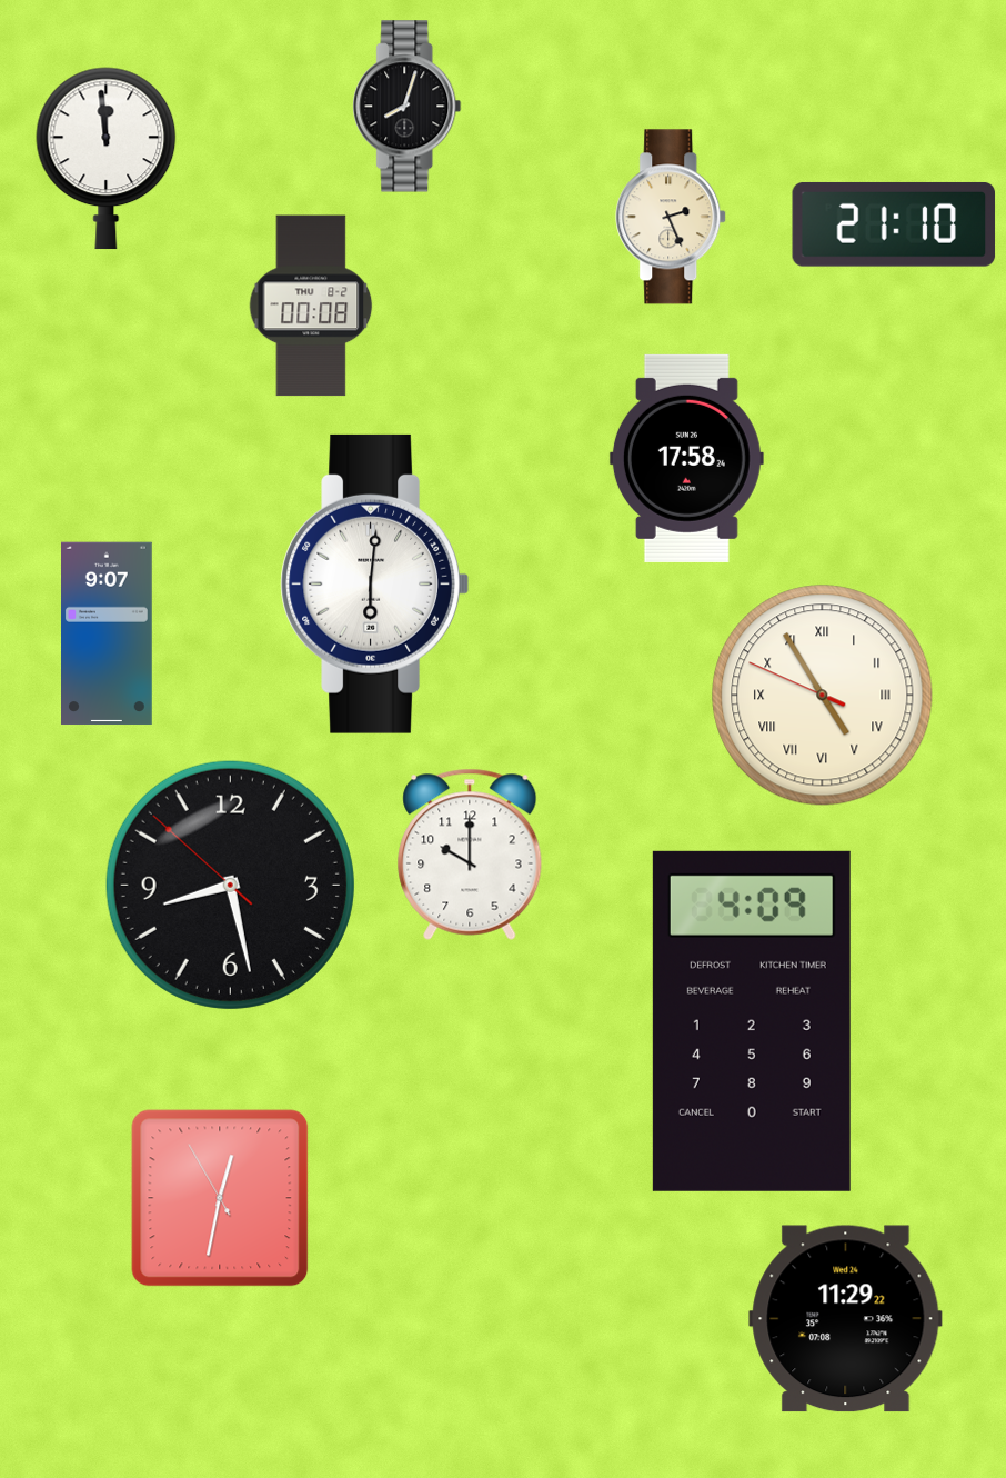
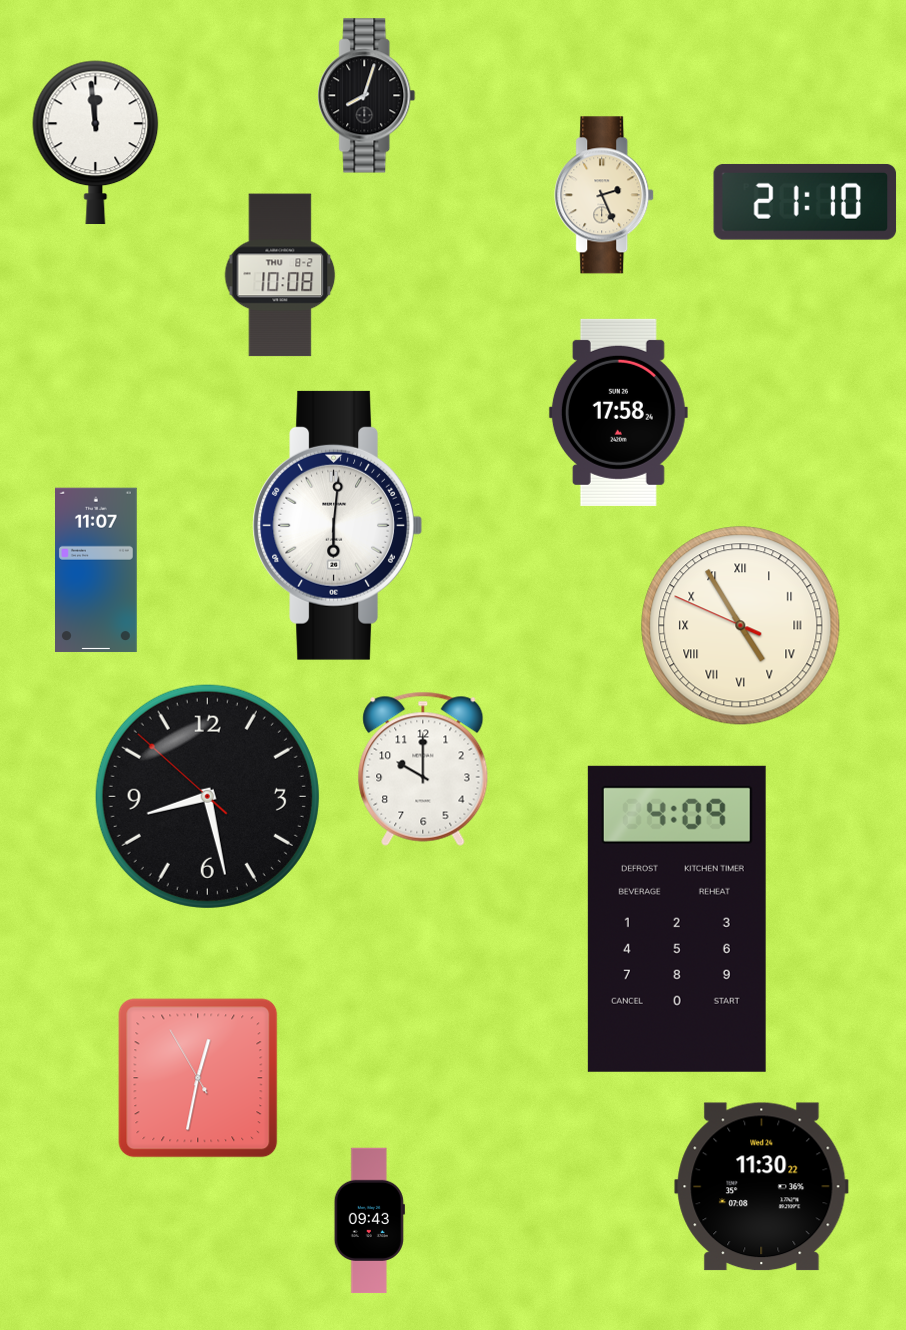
clock at (311, 306): 00:08 -> 10:08
clock at (108, 633): 9:07 -> 11:07
clock at (846, 1319): 11:29 -> 11:30
clock at (369, 1221): none -> 09:43
